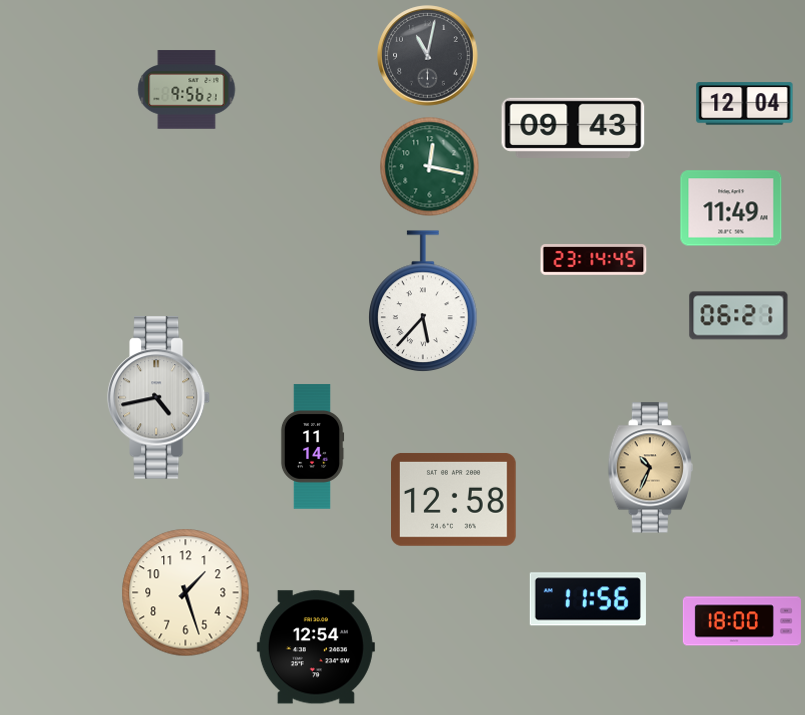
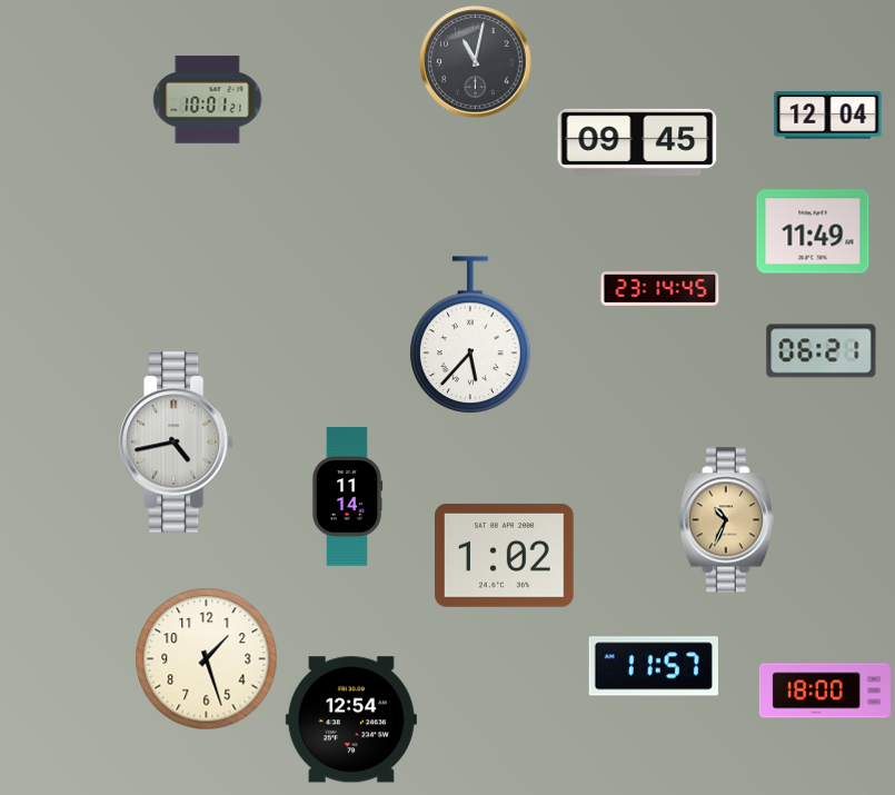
clock at (187, 90): 9:56 -> 10:01
clock at (573, 128): 09:43 -> 09:45
clock at (430, 167): 12:17 -> none
clock at (650, 468) position: (650, 468) -> (726, 520)
clock at (454, 499): 12:58 -> 1:02
clock at (588, 599): 11:56 -> 11:57
